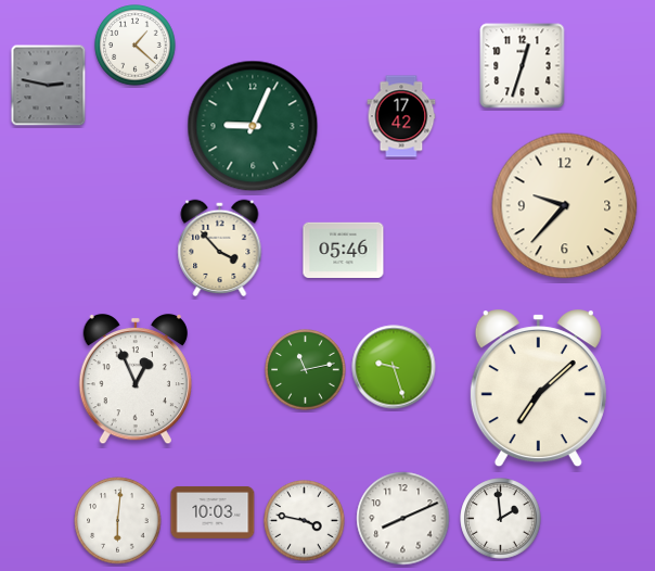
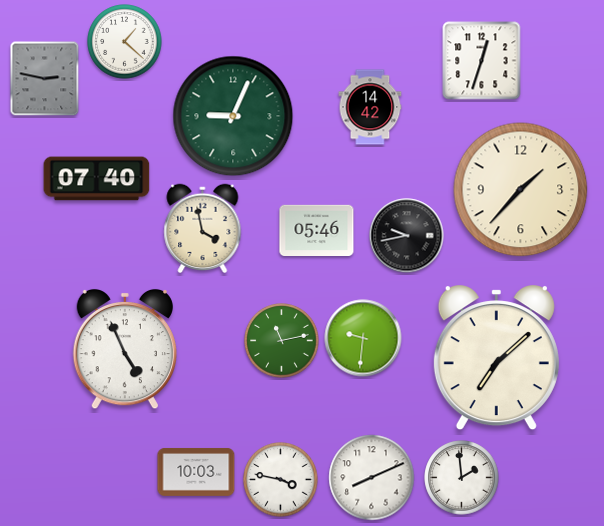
clock at (401, 116): 17:42 -> 14:42
clock at (97, 179): none -> 07:40
clock at (565, 206): 9:37 -> 1:37
clock at (220, 249): 3:53 -> 3:58
clock at (407, 236): none -> 9:43
clock at (394, 367): 9:27 -> 9:31
clock at (134, 379): 12:56 -> 4:56
clock at (118, 521): 6:01 -> none
